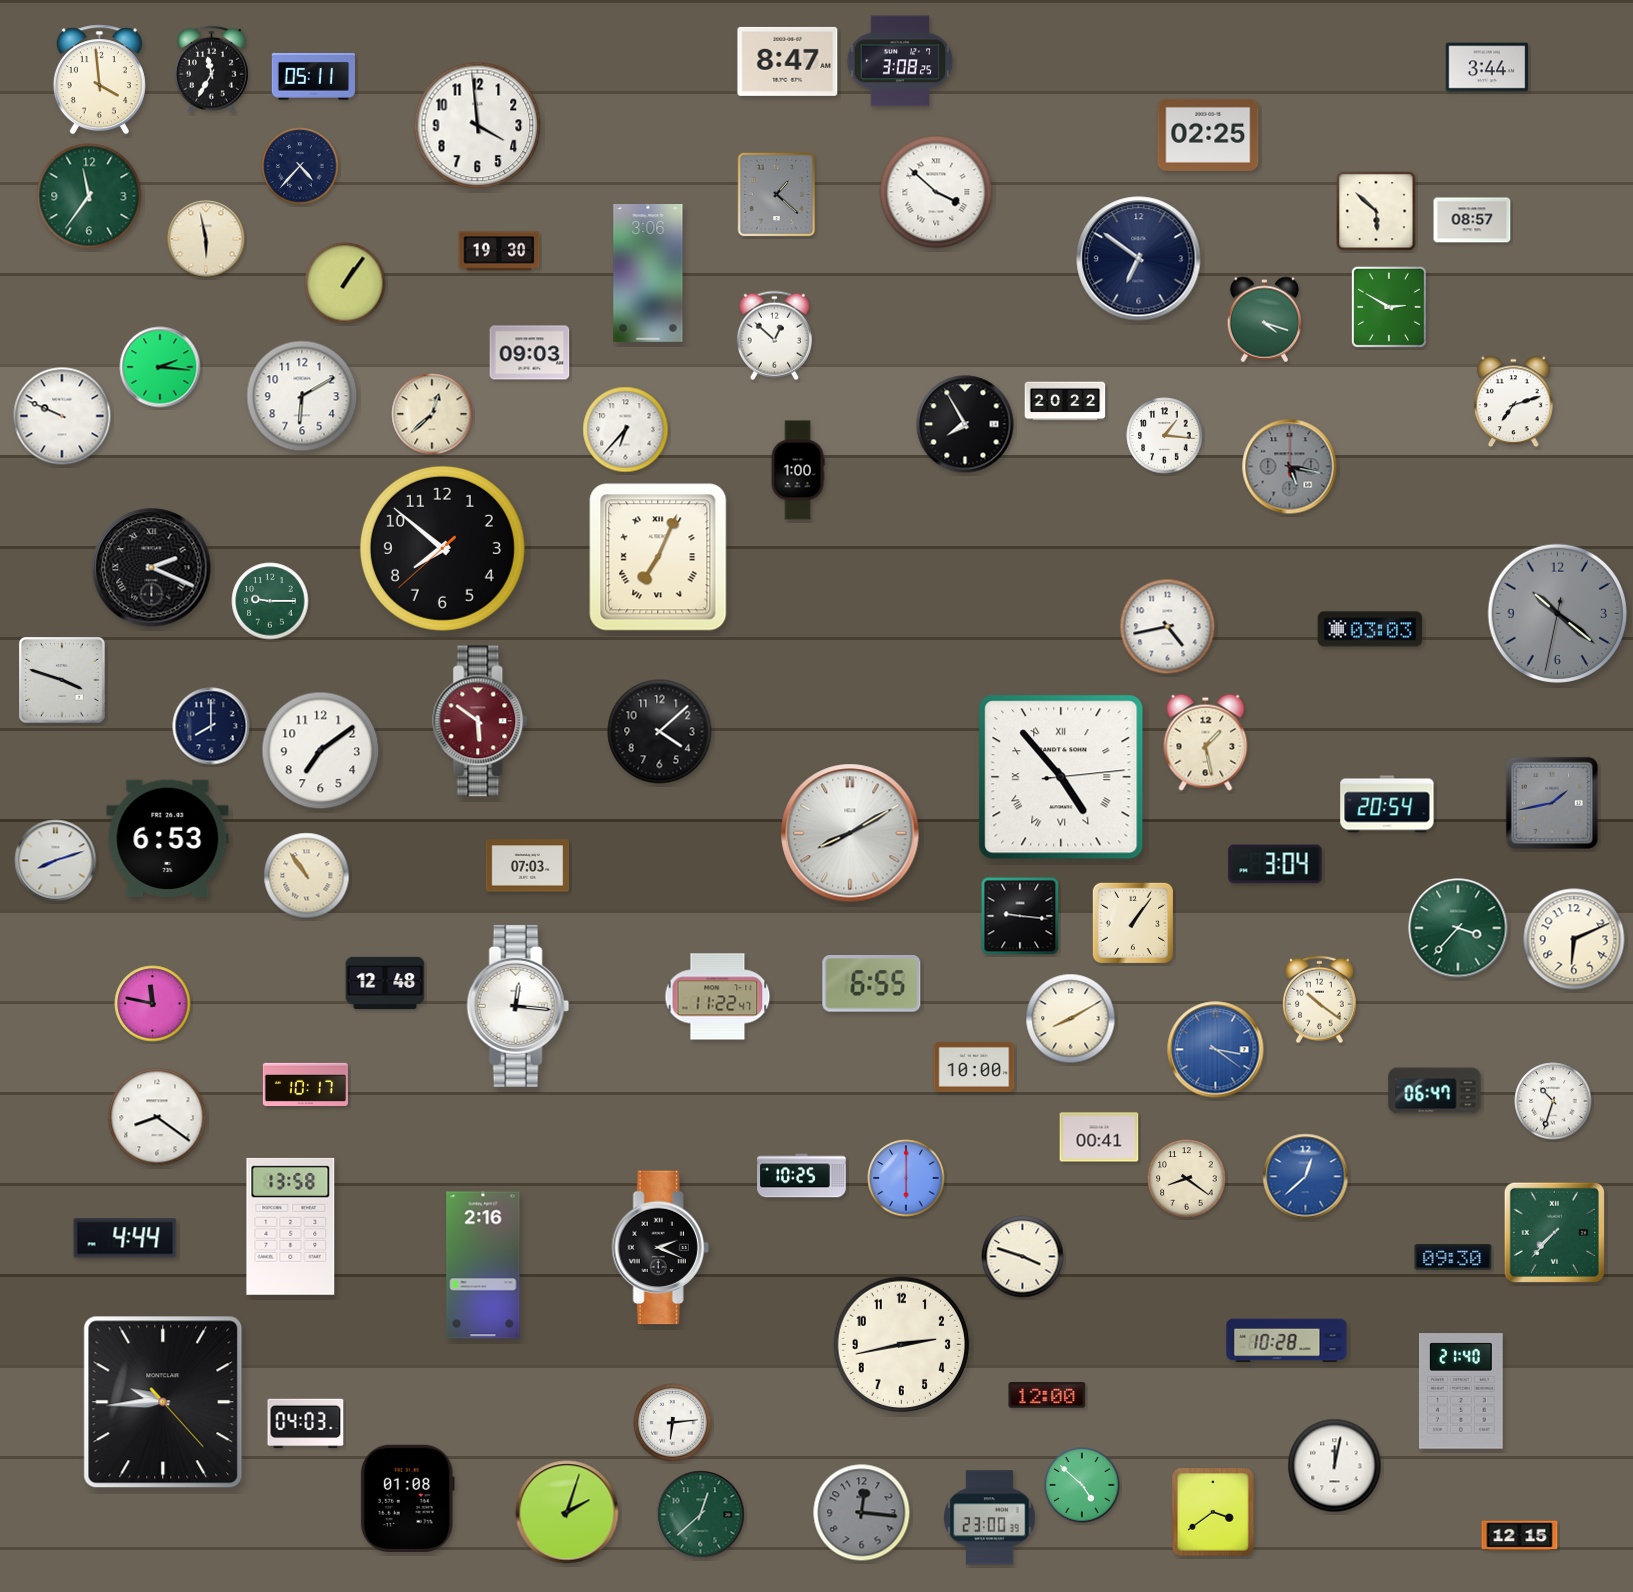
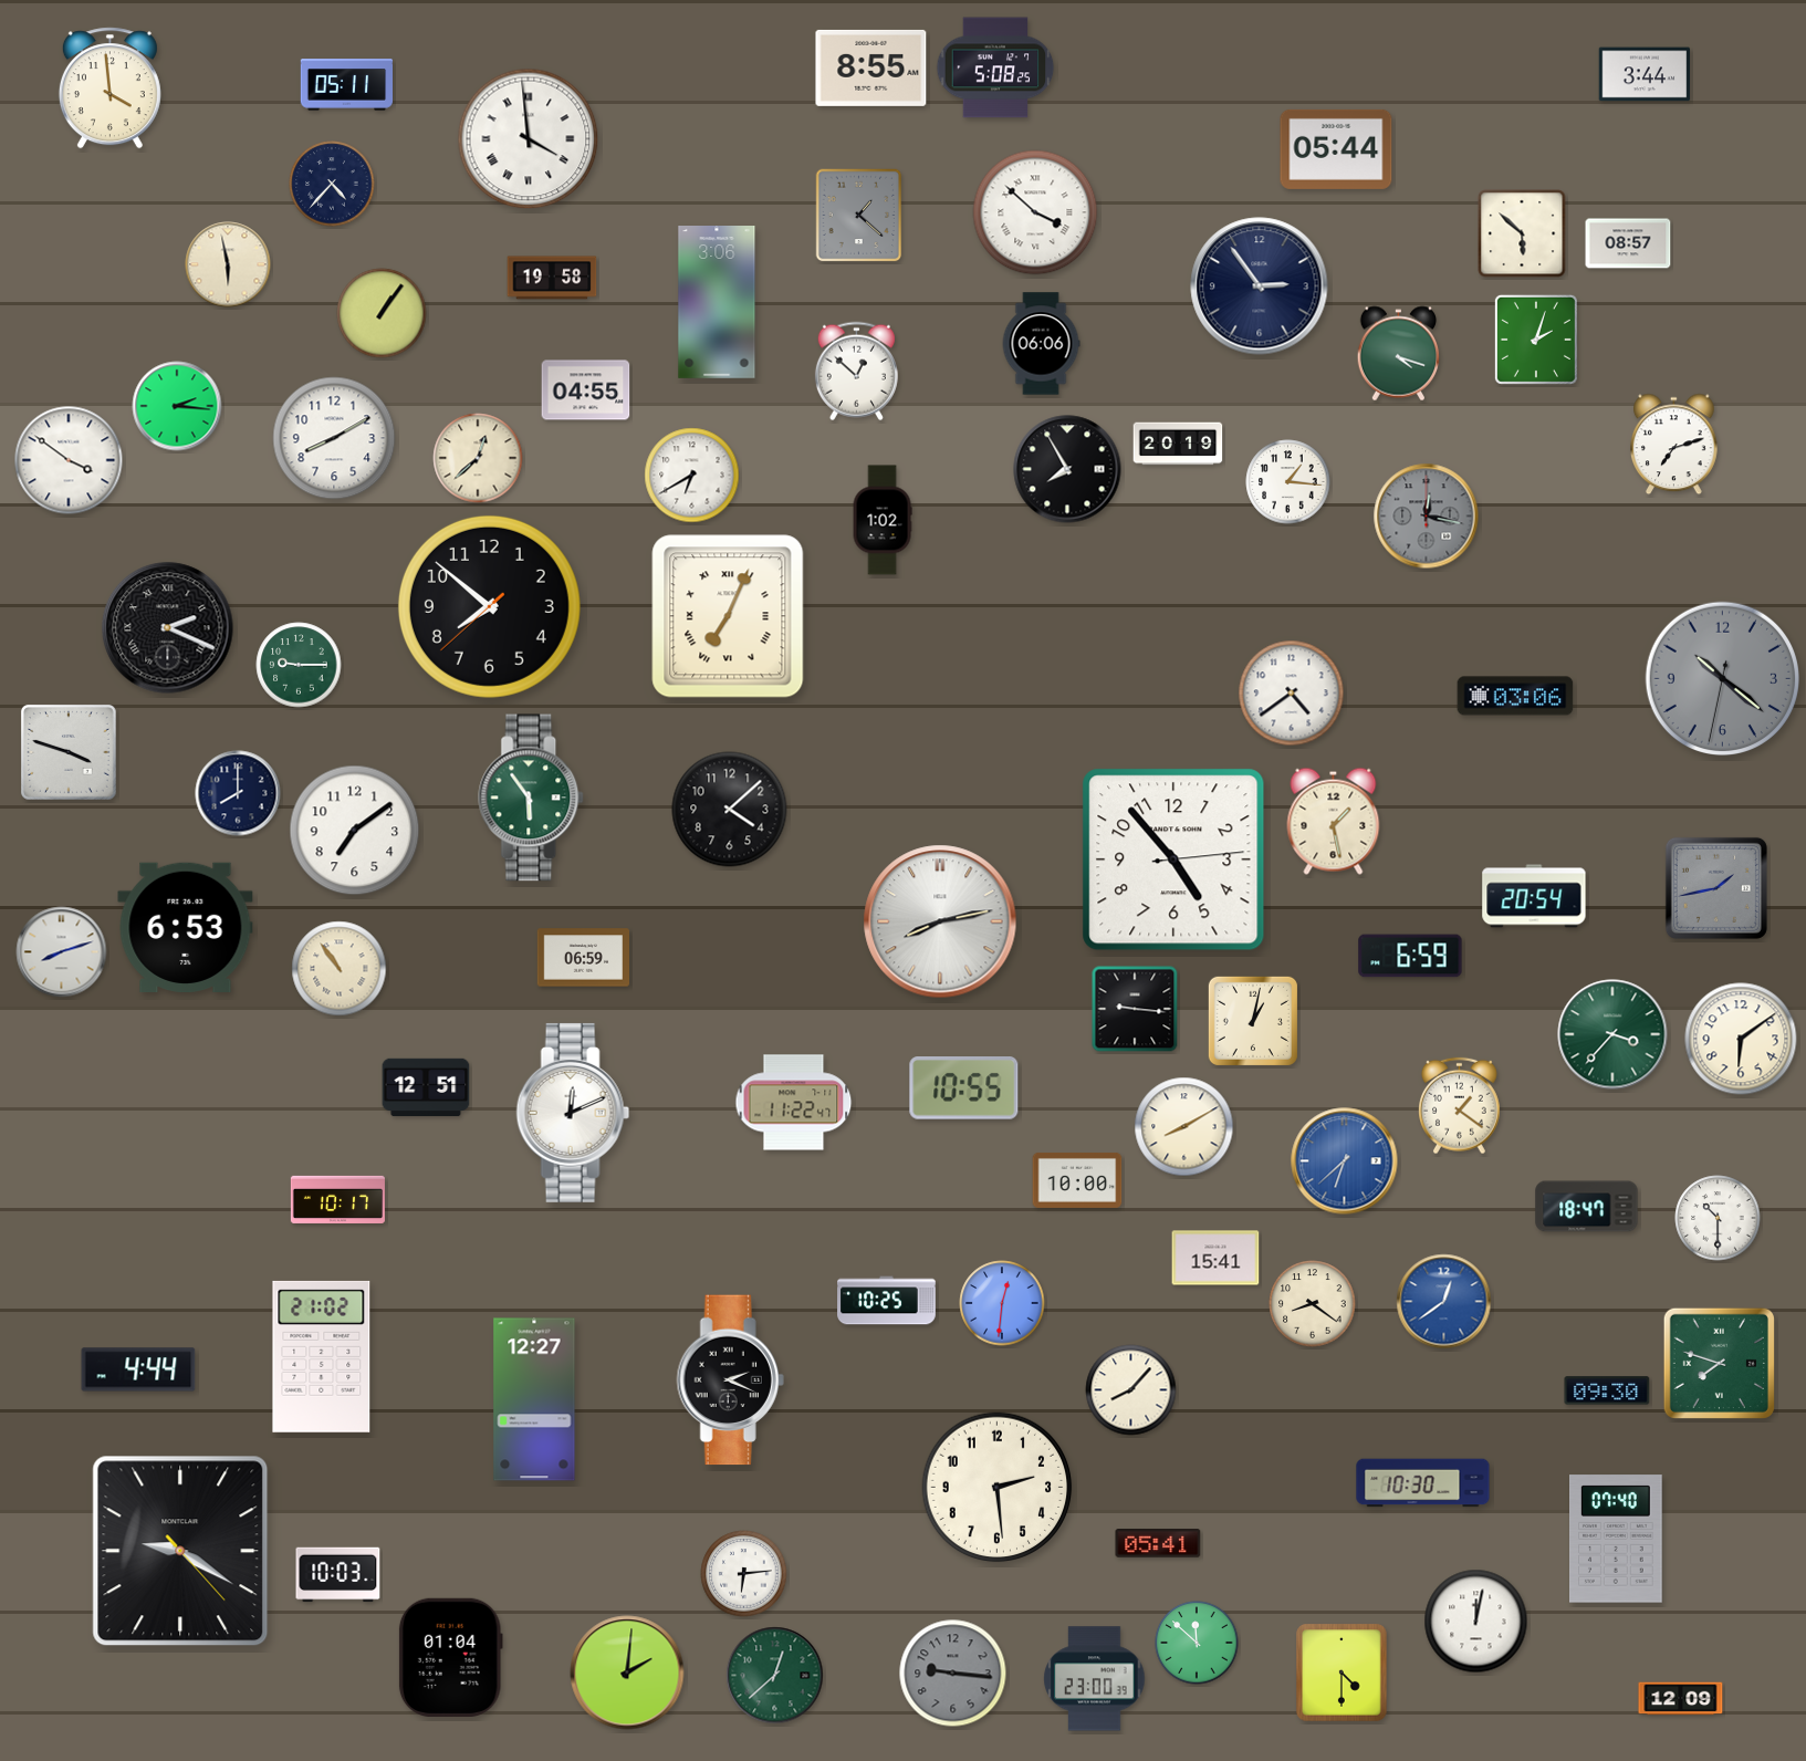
clock at (788, 61): 8:47 -> 8:55
clock at (900, 61): 3:08 -> 5:08
clock at (212, 70): 11:35 -> none
clock at (478, 126) numerals: Arabic -> Roman
clock at (1208, 135): 02:25 -> 05:44
clock at (89, 196): 11:36 -> none
clock at (499, 251): 19:30 -> 19:58
clock at (1139, 259): 6:51 -> 2:54
clock at (1389, 307): 2:50 -> 2:03
clock at (1041, 344): none -> 06:06
clock at (530, 353): 09:03 -> 04:55
clock at (302, 396): 6:10 -> 8:10
clock at (1065, 401): 20:22 -> 20:19
clock at (62, 416): 9:49 -> 3:51
clock at (626, 430): 6:37 -> 6:40
clock at (1290, 467): 5:17 -> 12:17
clock at (798, 470): 1:00 -> 1:02
clock at (1168, 627): 4:43 -> 4:39
clock at (1370, 629): 03:03 -> 03:06
clock at (481, 721): 5:51 -> 5:54
clock at (481, 721) dial: burgundy -> green
clock at (211, 726) position: (211, 726) -> (238, 793)
clock at (1061, 777) numerals: Roman -> Arabic
clock at (1387, 804) position: (1387, 804) -> (1534, 896)
clock at (850, 833): 8:10 -> 8:13
clock at (1275, 864): 3:04 -> 6:59
clock at (527, 866): 07:03 -> 06:59
clock at (1020, 916) position: (1020, 916) -> (1135, 1009)
clock at (1133, 923): 1:06 -> 1:02
clock at (1458, 928) position: (1458, 928) -> (1612, 1034)
clock at (1574, 939): 6:11 -> 6:09
clock at (385, 983): 12:48 -> 12:51
clock at (872, 984): 6:55 -> 10:55
clock at (1320, 1000): 10:21 -> 1:21
clock at (153, 1004): 11:47 -> none
clock at (518, 1006): 12:16 -> 12:11
clock at (1216, 1050): 3:21 -> 6:38
clock at (1435, 1091): 06:47 -> 18:47
clock at (1553, 1101): 10:33 -> 10:30
clock at (157, 1117): 8:21 -> none
clock at (1099, 1137): 00:41 -> 15:41
clock at (1306, 1177): 12:38 -> 12:39
clock at (906, 1178): 6:00 -> 12:31
clock at (291, 1226): 13:58 -> 21:02
clock at (1554, 1232): 7:37 -> 7:48
clock at (1023, 1257): 3:48 -> 8:07
clock at (483, 1265): 2:16 -> 12:27
clock at (1287, 1341): 10:28 -> 10:30
clock at (902, 1345): 2:43 -> 2:29
clock at (1462, 1391): 21:40 -> 07:40
clock at (1047, 1395): 12:00 -> 05:41
clock at (163, 1402): 9:44 -> 9:20
clock at (306, 1424): 04:03 -> 10:03
clock at (1082, 1485): 4:52 -> 11:52
clock at (407, 1498): 01:08 -> 01:04
clock at (567, 1512): 2:03 -> 2:01
clock at (1213, 1512): 3:39 -> 4:30
clock at (862, 1513): 12:16 -> 9:16
clock at (1520, 1536): 12:15 -> 12:09
